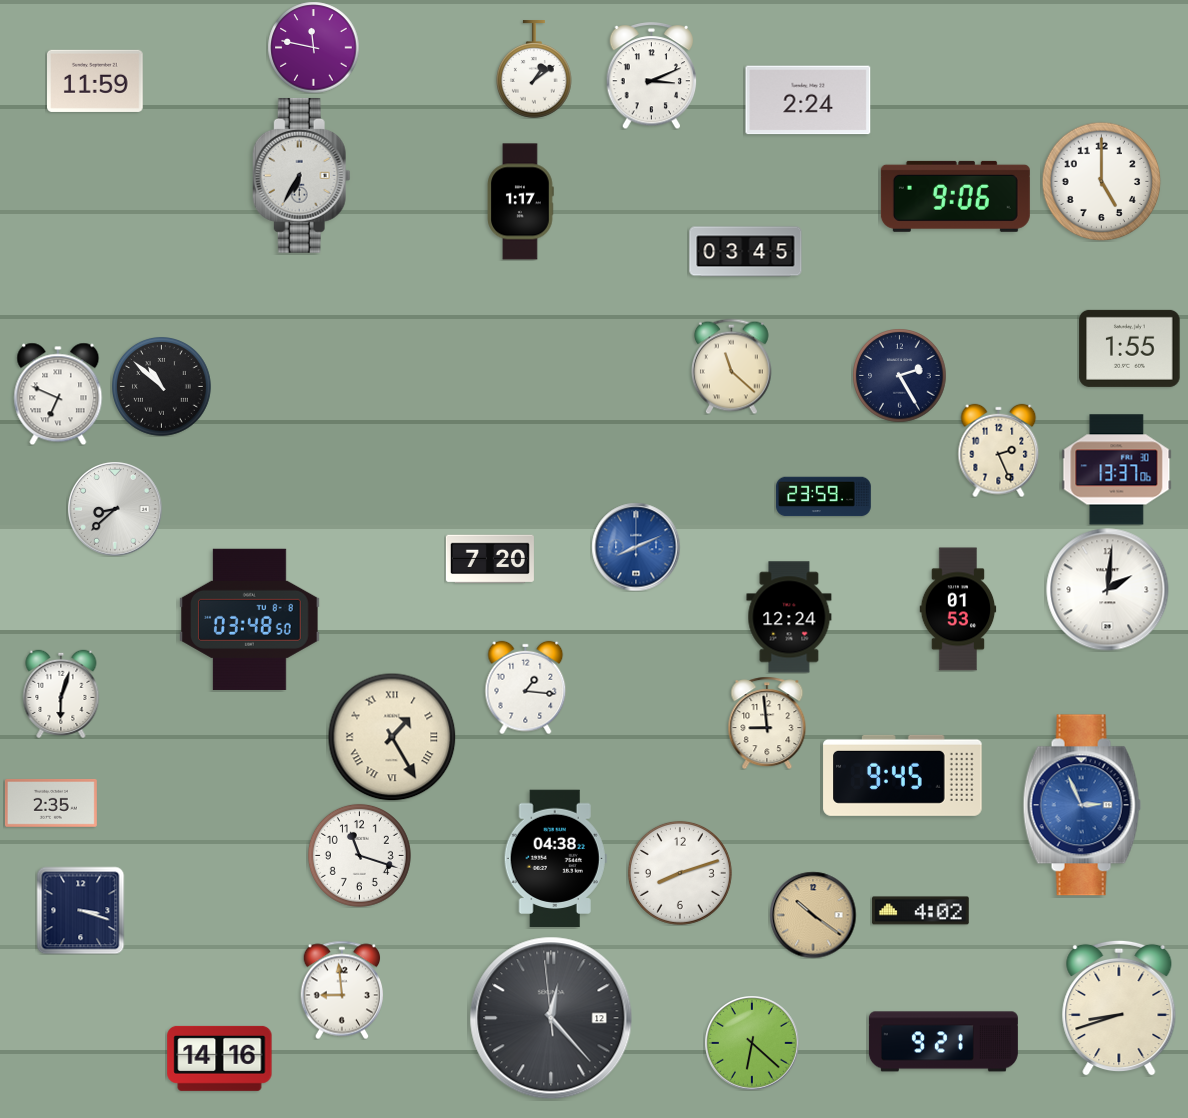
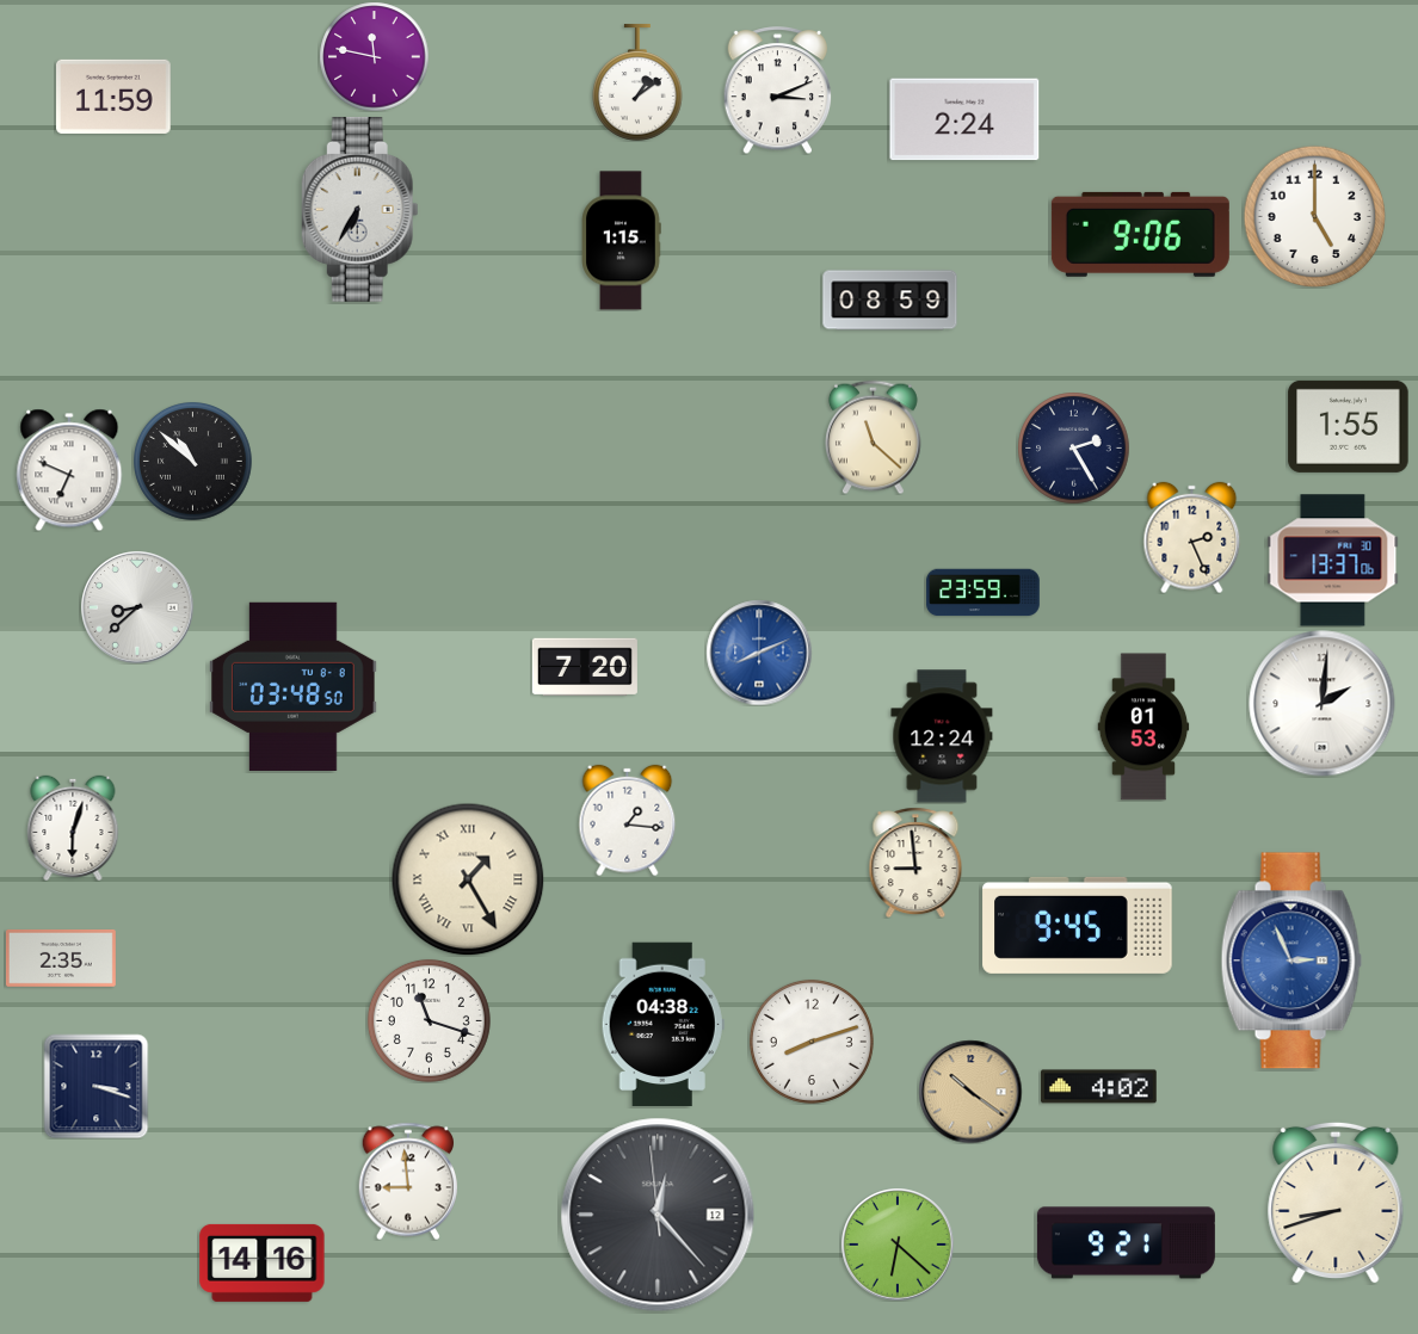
clock at (520, 202): 1:17 -> 1:15
clock at (746, 252): 03:45 -> 08:59
clock at (1130, 348) position: (1130, 348) -> (1349, 426)
clock at (250, 619) position: (250, 619) -> (294, 686)
